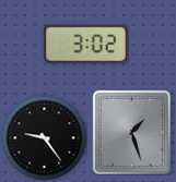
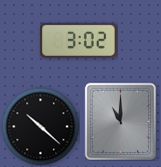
clock at (131, 132): 1:27 -> 11:00
clock at (44, 137): 9:24 -> 10:22
